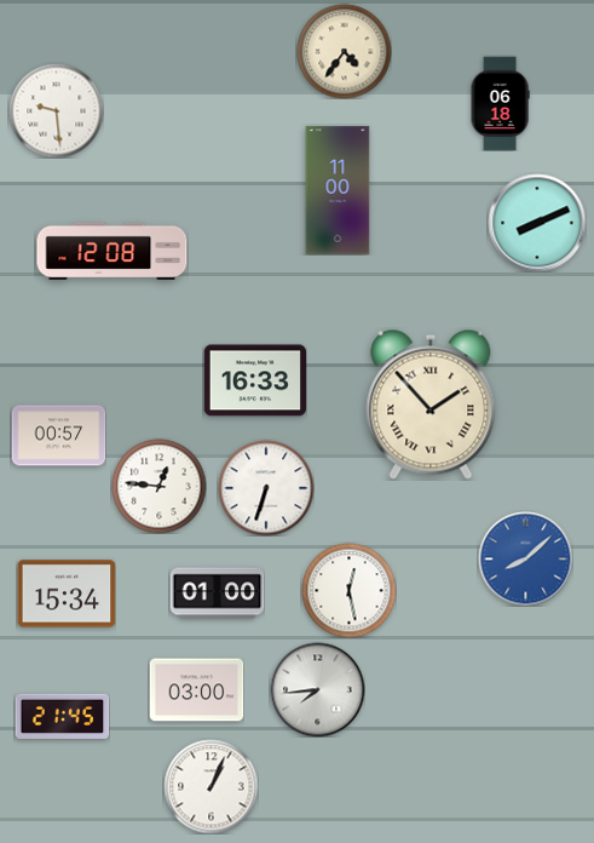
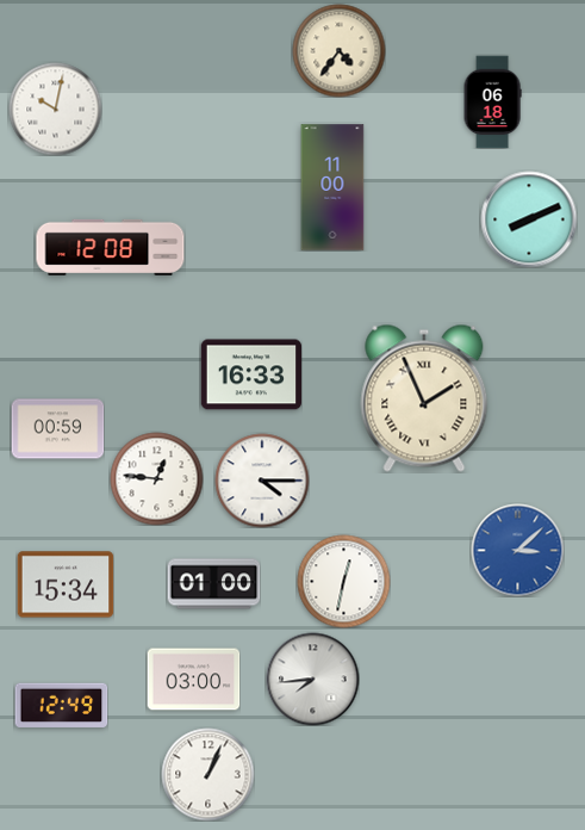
clock at (56, 110): 9:29 -> 10:02
clock at (431, 405): 1:53 -> 1:56
clock at (58, 436): 00:57 -> 00:59
clock at (266, 488): 6:33 -> 4:15
clock at (525, 558): 8:08 -> 3:08
clock at (348, 590): 12:28 -> 12:32
clock at (62, 716): 21:45 -> 12:49
